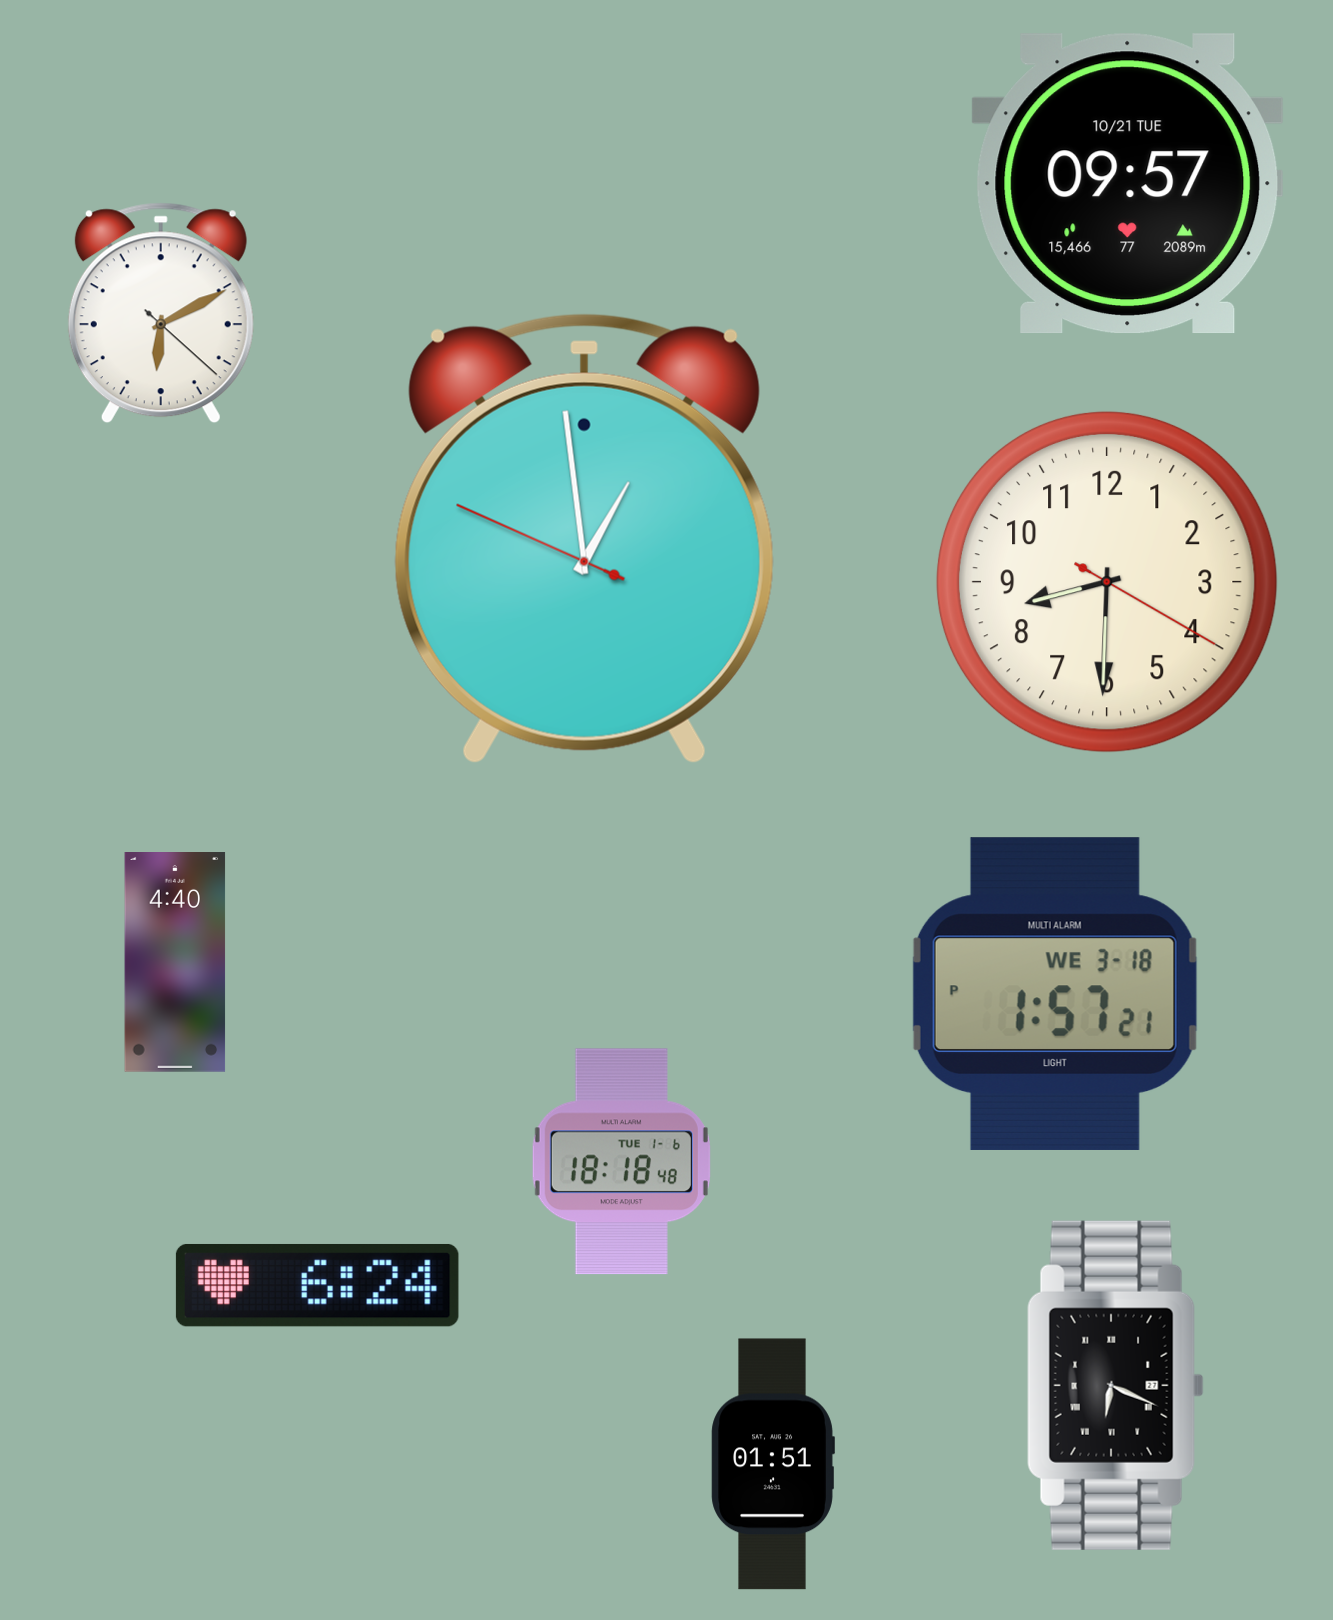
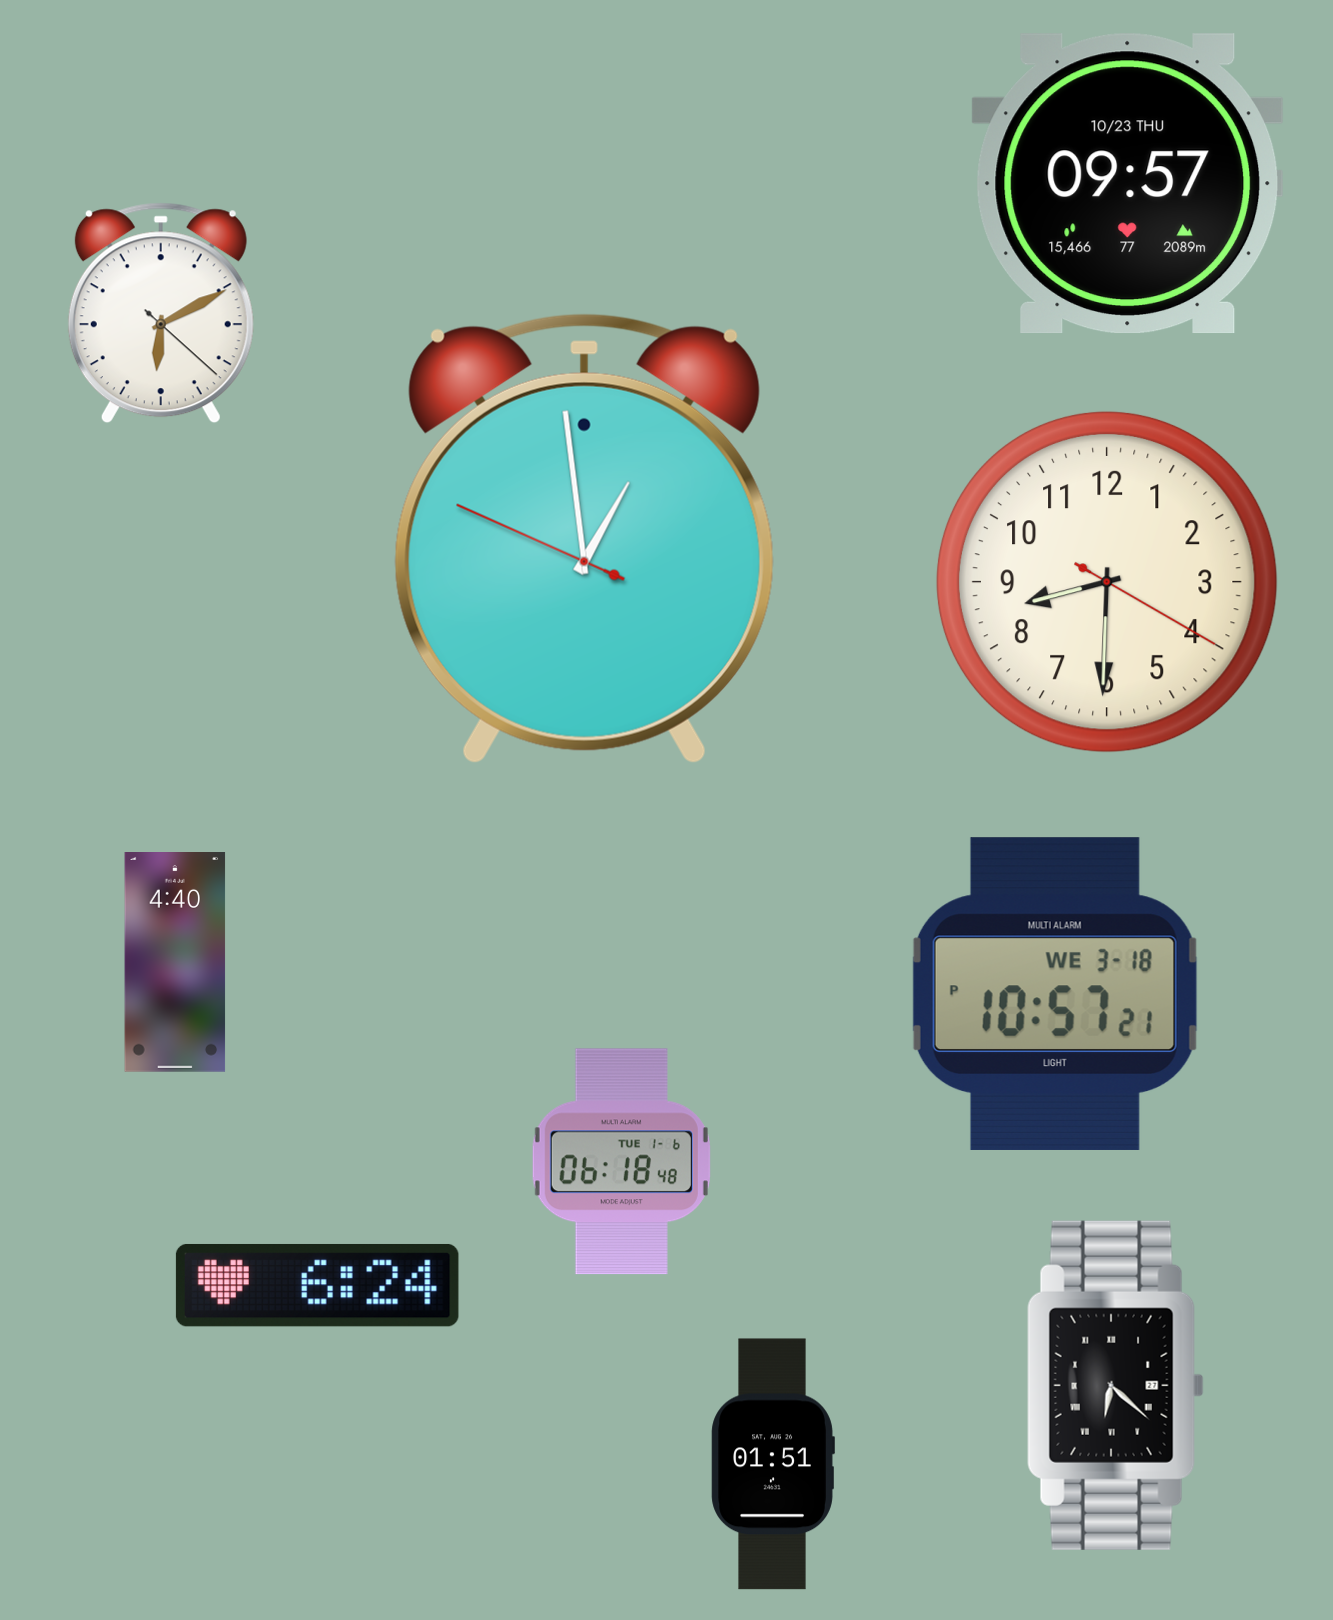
clock at (1128, 184) date: 10/21 TUE -> 10/23 THU
clock at (1055, 994): 1:57 -> 10:57
clock at (621, 1162): 18:18 -> 06:18
clock at (1115, 1385): 6:19 -> 6:22
